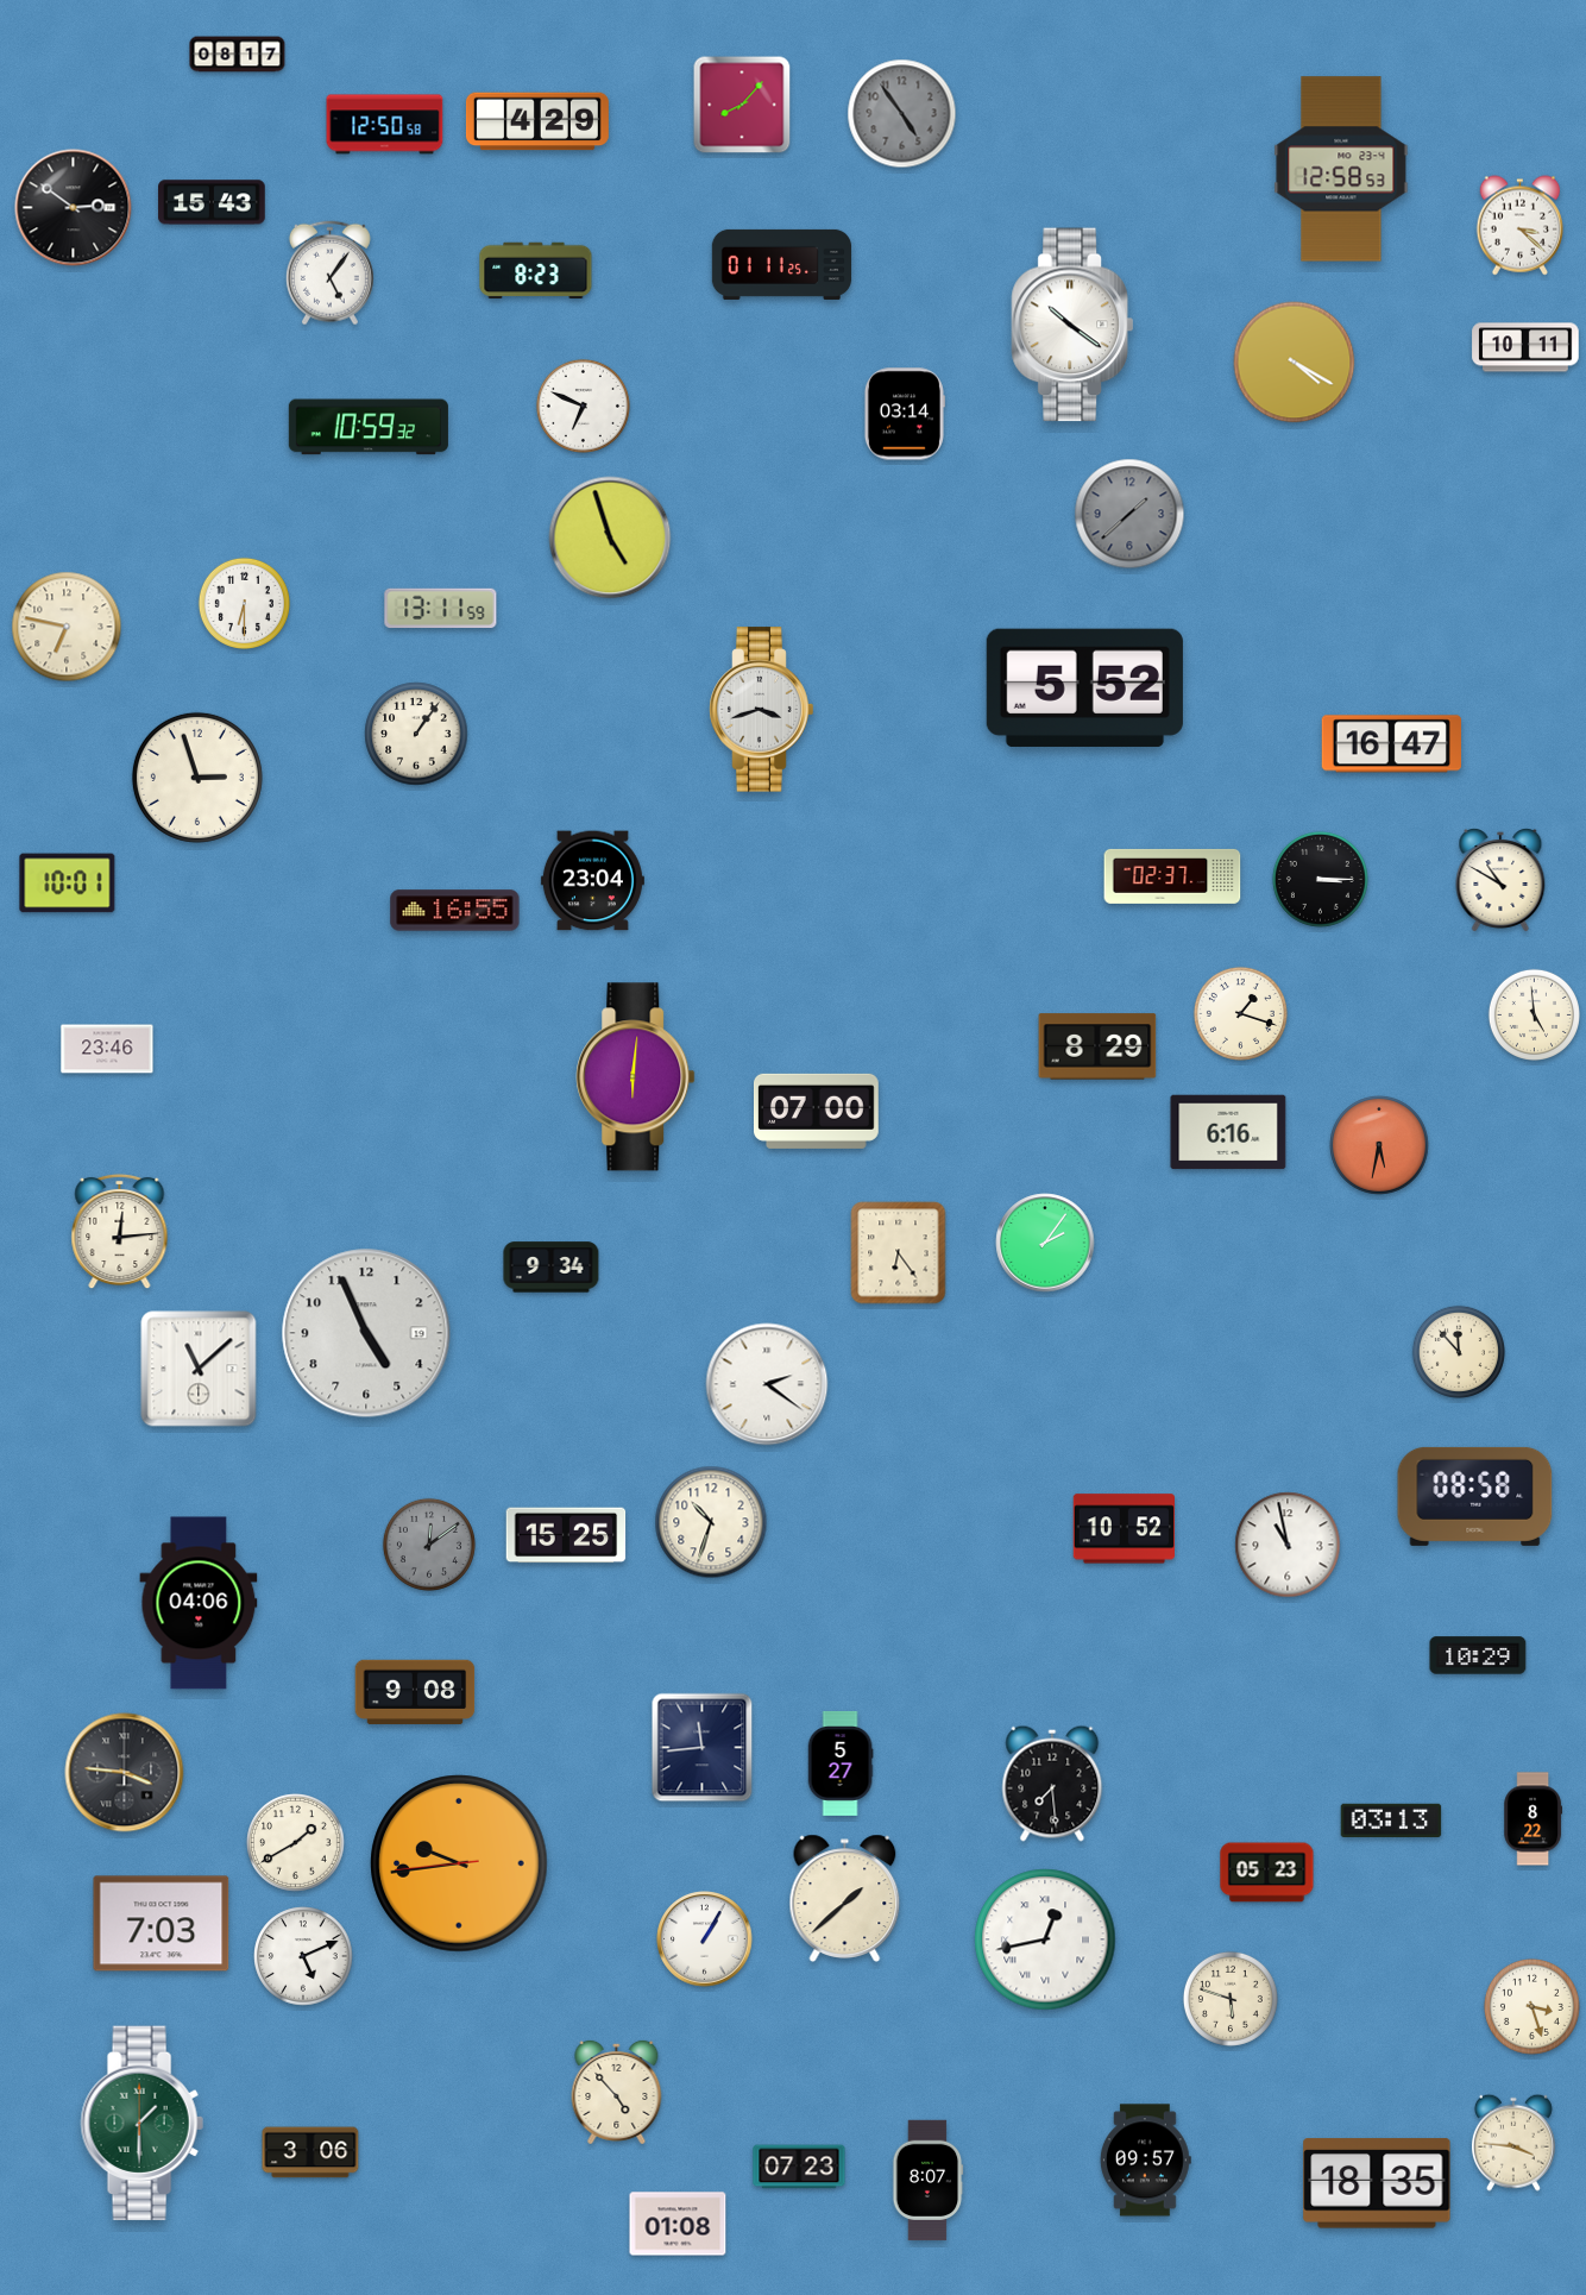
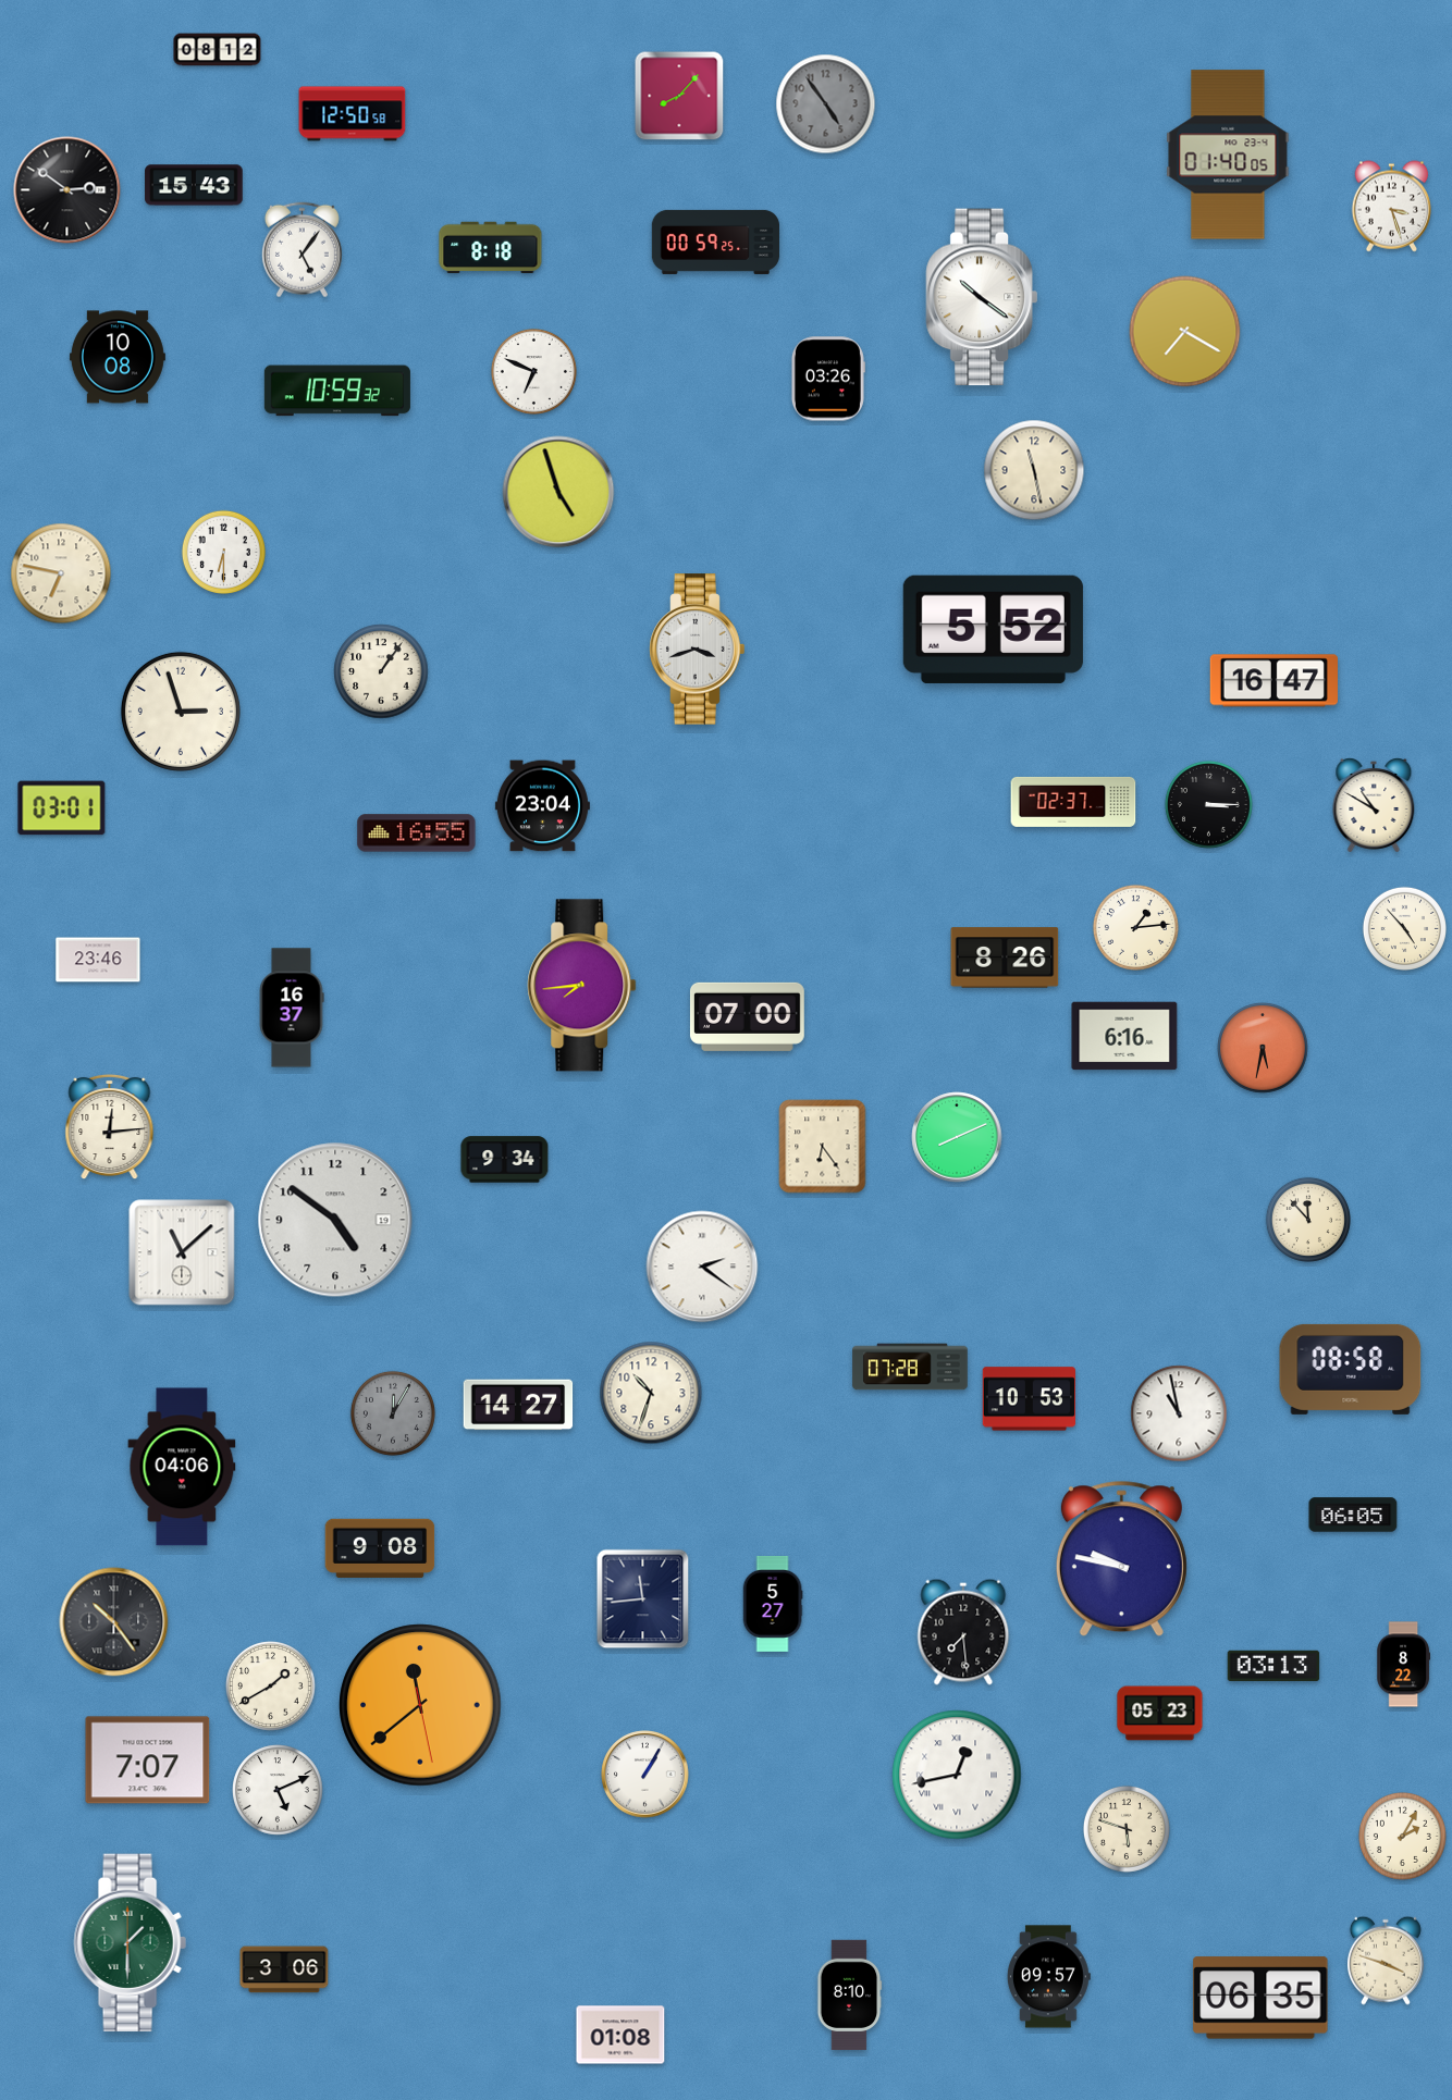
clock at (238, 55): 08:17 -> 08:12
clock at (537, 121): 4:29 -> none
clock at (1341, 169): 12:58 -> 01:40
clock at (1519, 226): 3:22 -> 3:27
clock at (782, 264): 01:11 -> 00:59
clock at (536, 271): 8:23 -> 8:18
clock at (1525, 347): 10:11 -> none
clock at (1295, 363): 4:20 -> 7:20
clock at (118, 357): none -> 10:08
clock at (904, 414): 03:14 -> 03:26
clock at (1129, 514): 1:38 -> 11:28
clock at (1129, 514) dial: grey -> cream
clock at (441, 609): 13:11 -> none
clock at (68, 884): 10:01 -> 03:01
clock at (1240, 1013): 1:18 -> 1:14
clock at (1534, 1014): 4:59 -> 4:53
clock at (1097, 1046): 8:29 -> 8:26
clock at (636, 1077): 6:01 -> 7:44
clock at (292, 1008): none -> 16:37
clock at (1045, 1243): 2:06 -> 8:11
clock at (366, 1333): 4:56 -> 4:51
clock at (1459, 1352) position: (1459, 1352) -> (1308, 1220)
clock at (910, 1367): none -> 07:28
clock at (1124, 1529): 10:52 -> 10:53
clock at (566, 1535): 15:25 -> 14:27
clock at (429, 1545): 12:09 -> 12:05
clock at (1478, 1655): 10:29 -> 06:05
clock at (1121, 1559): none -> 9:47
clock at (841, 1763) position: (841, 1763) -> (773, 1604)
clock at (125, 1773): 3:46 -> 10:24
clock at (459, 1863): 9:43 -> 11:38
clock at (845, 1898): 1:38 -> none
clock at (162, 1924): 7:03 -> 7:07
clock at (1531, 2006): 3:27 -> 2:05
clock at (617, 2092): 4:53 -> none
clock at (1513, 2143): 3:46 -> 3:48
clock at (799, 2167): 07:23 -> none
clock at (927, 2181): 8:07 -> 8:10
clock at (1377, 2183): 18:35 -> 06:35
